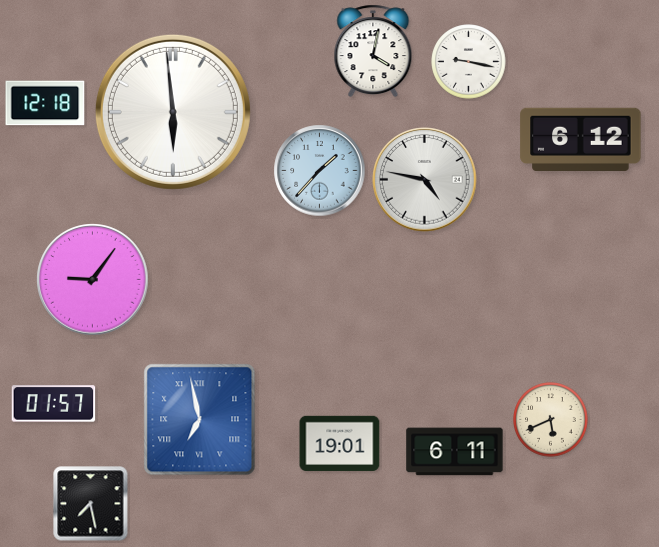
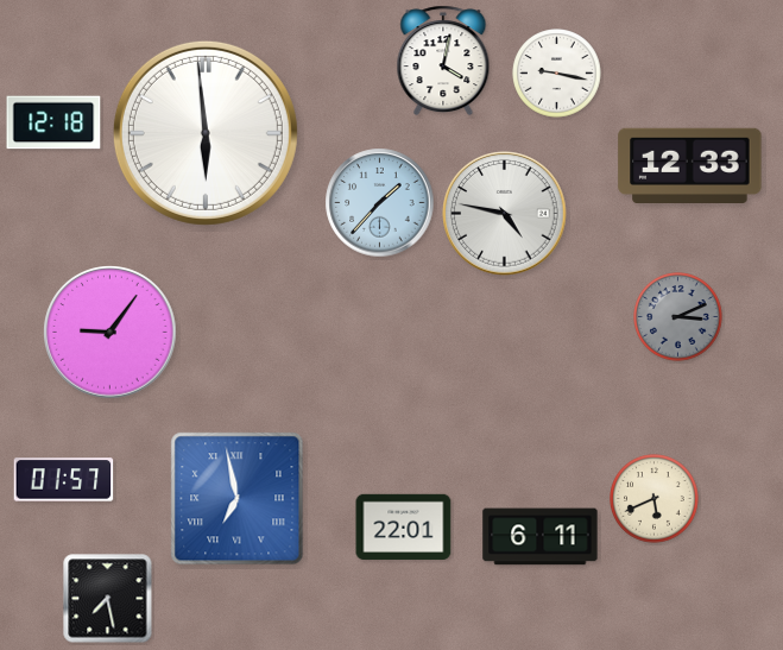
clock at (581, 139): 6:12 -> 12:33
clock at (678, 317): none -> 3:11
clock at (340, 443): 19:01 -> 22:01
